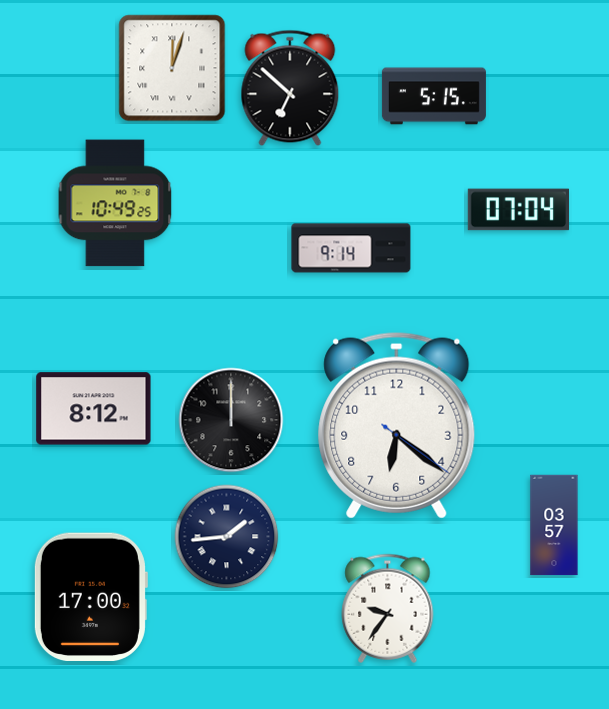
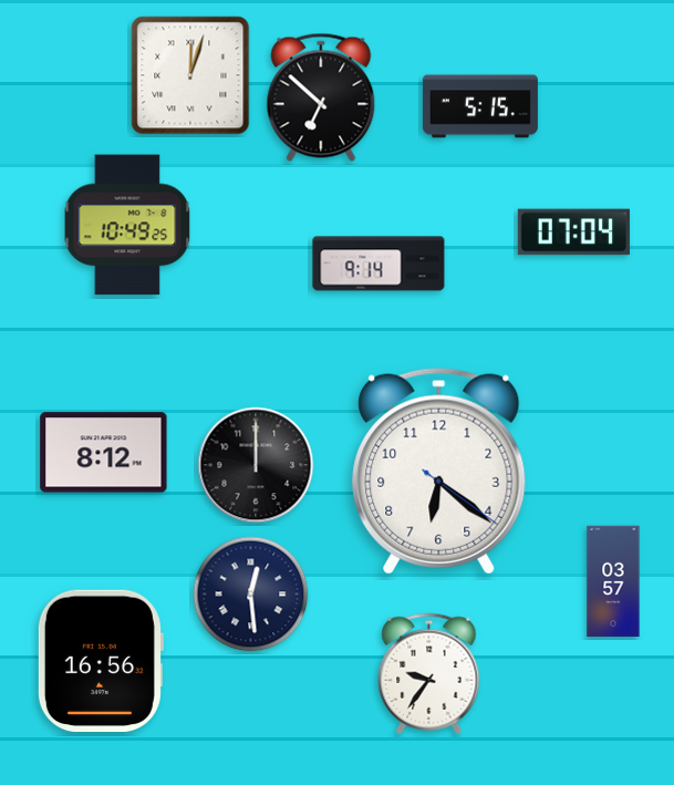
clock at (351, 248) position: (351, 248) -> (379, 264)
clock at (227, 537): 1:44 -> 12:29
clock at (90, 596): 17:00 -> 16:56
